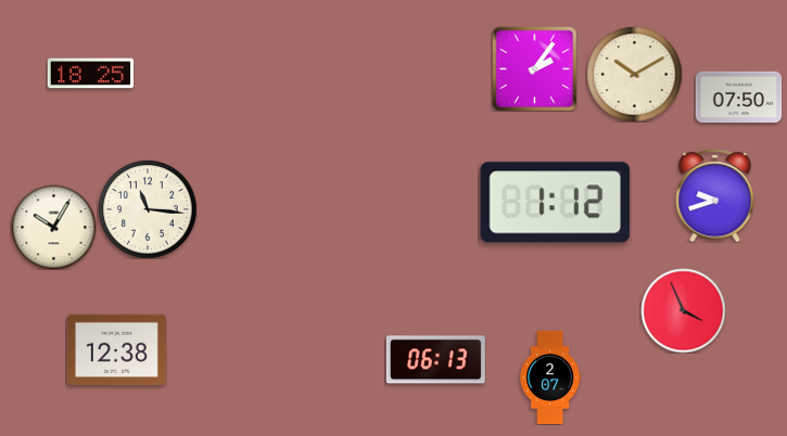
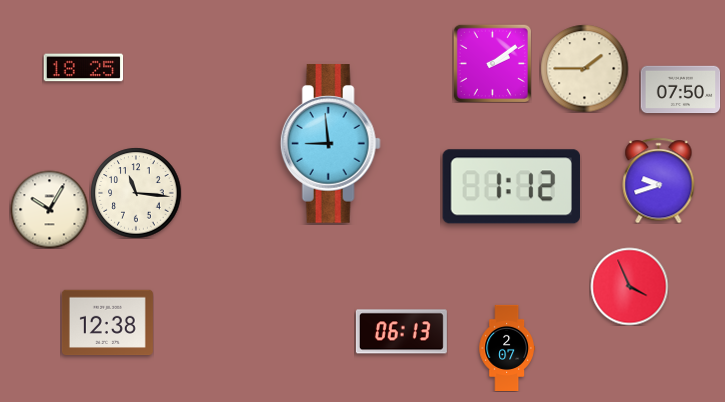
clock at (534, 68): 2:06 -> 2:09
clock at (634, 74): 10:10 -> 1:45
clock at (330, 144): none -> 8:59
